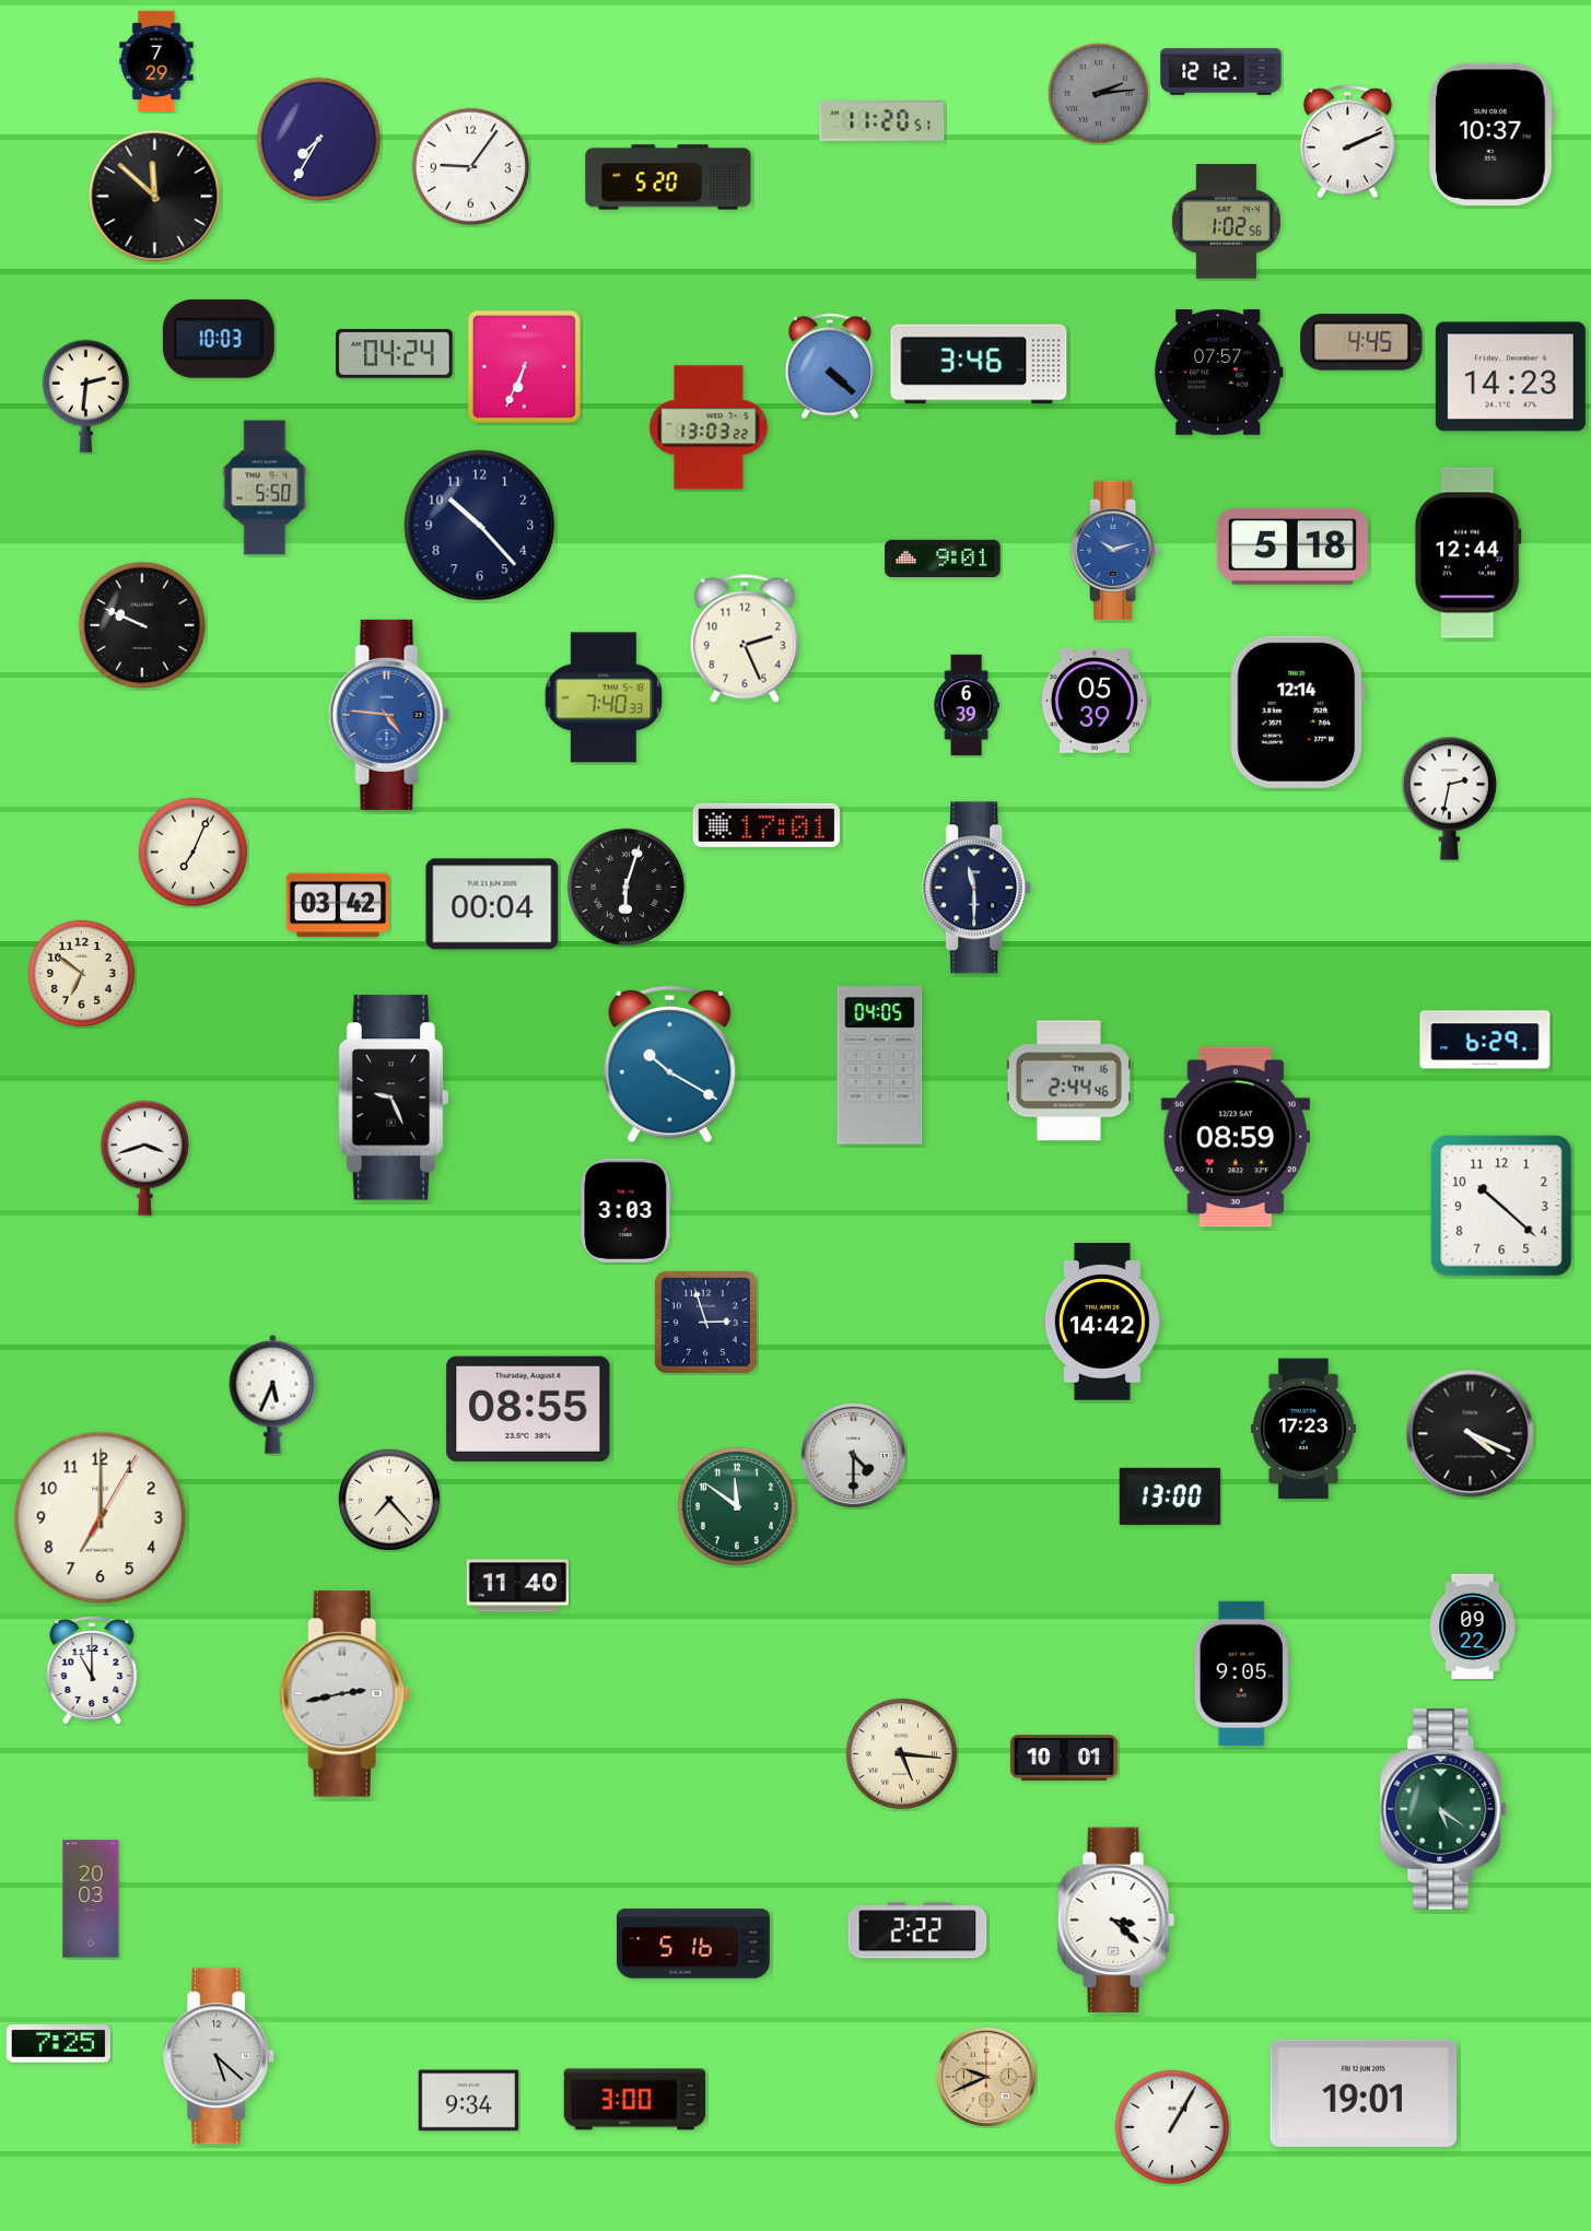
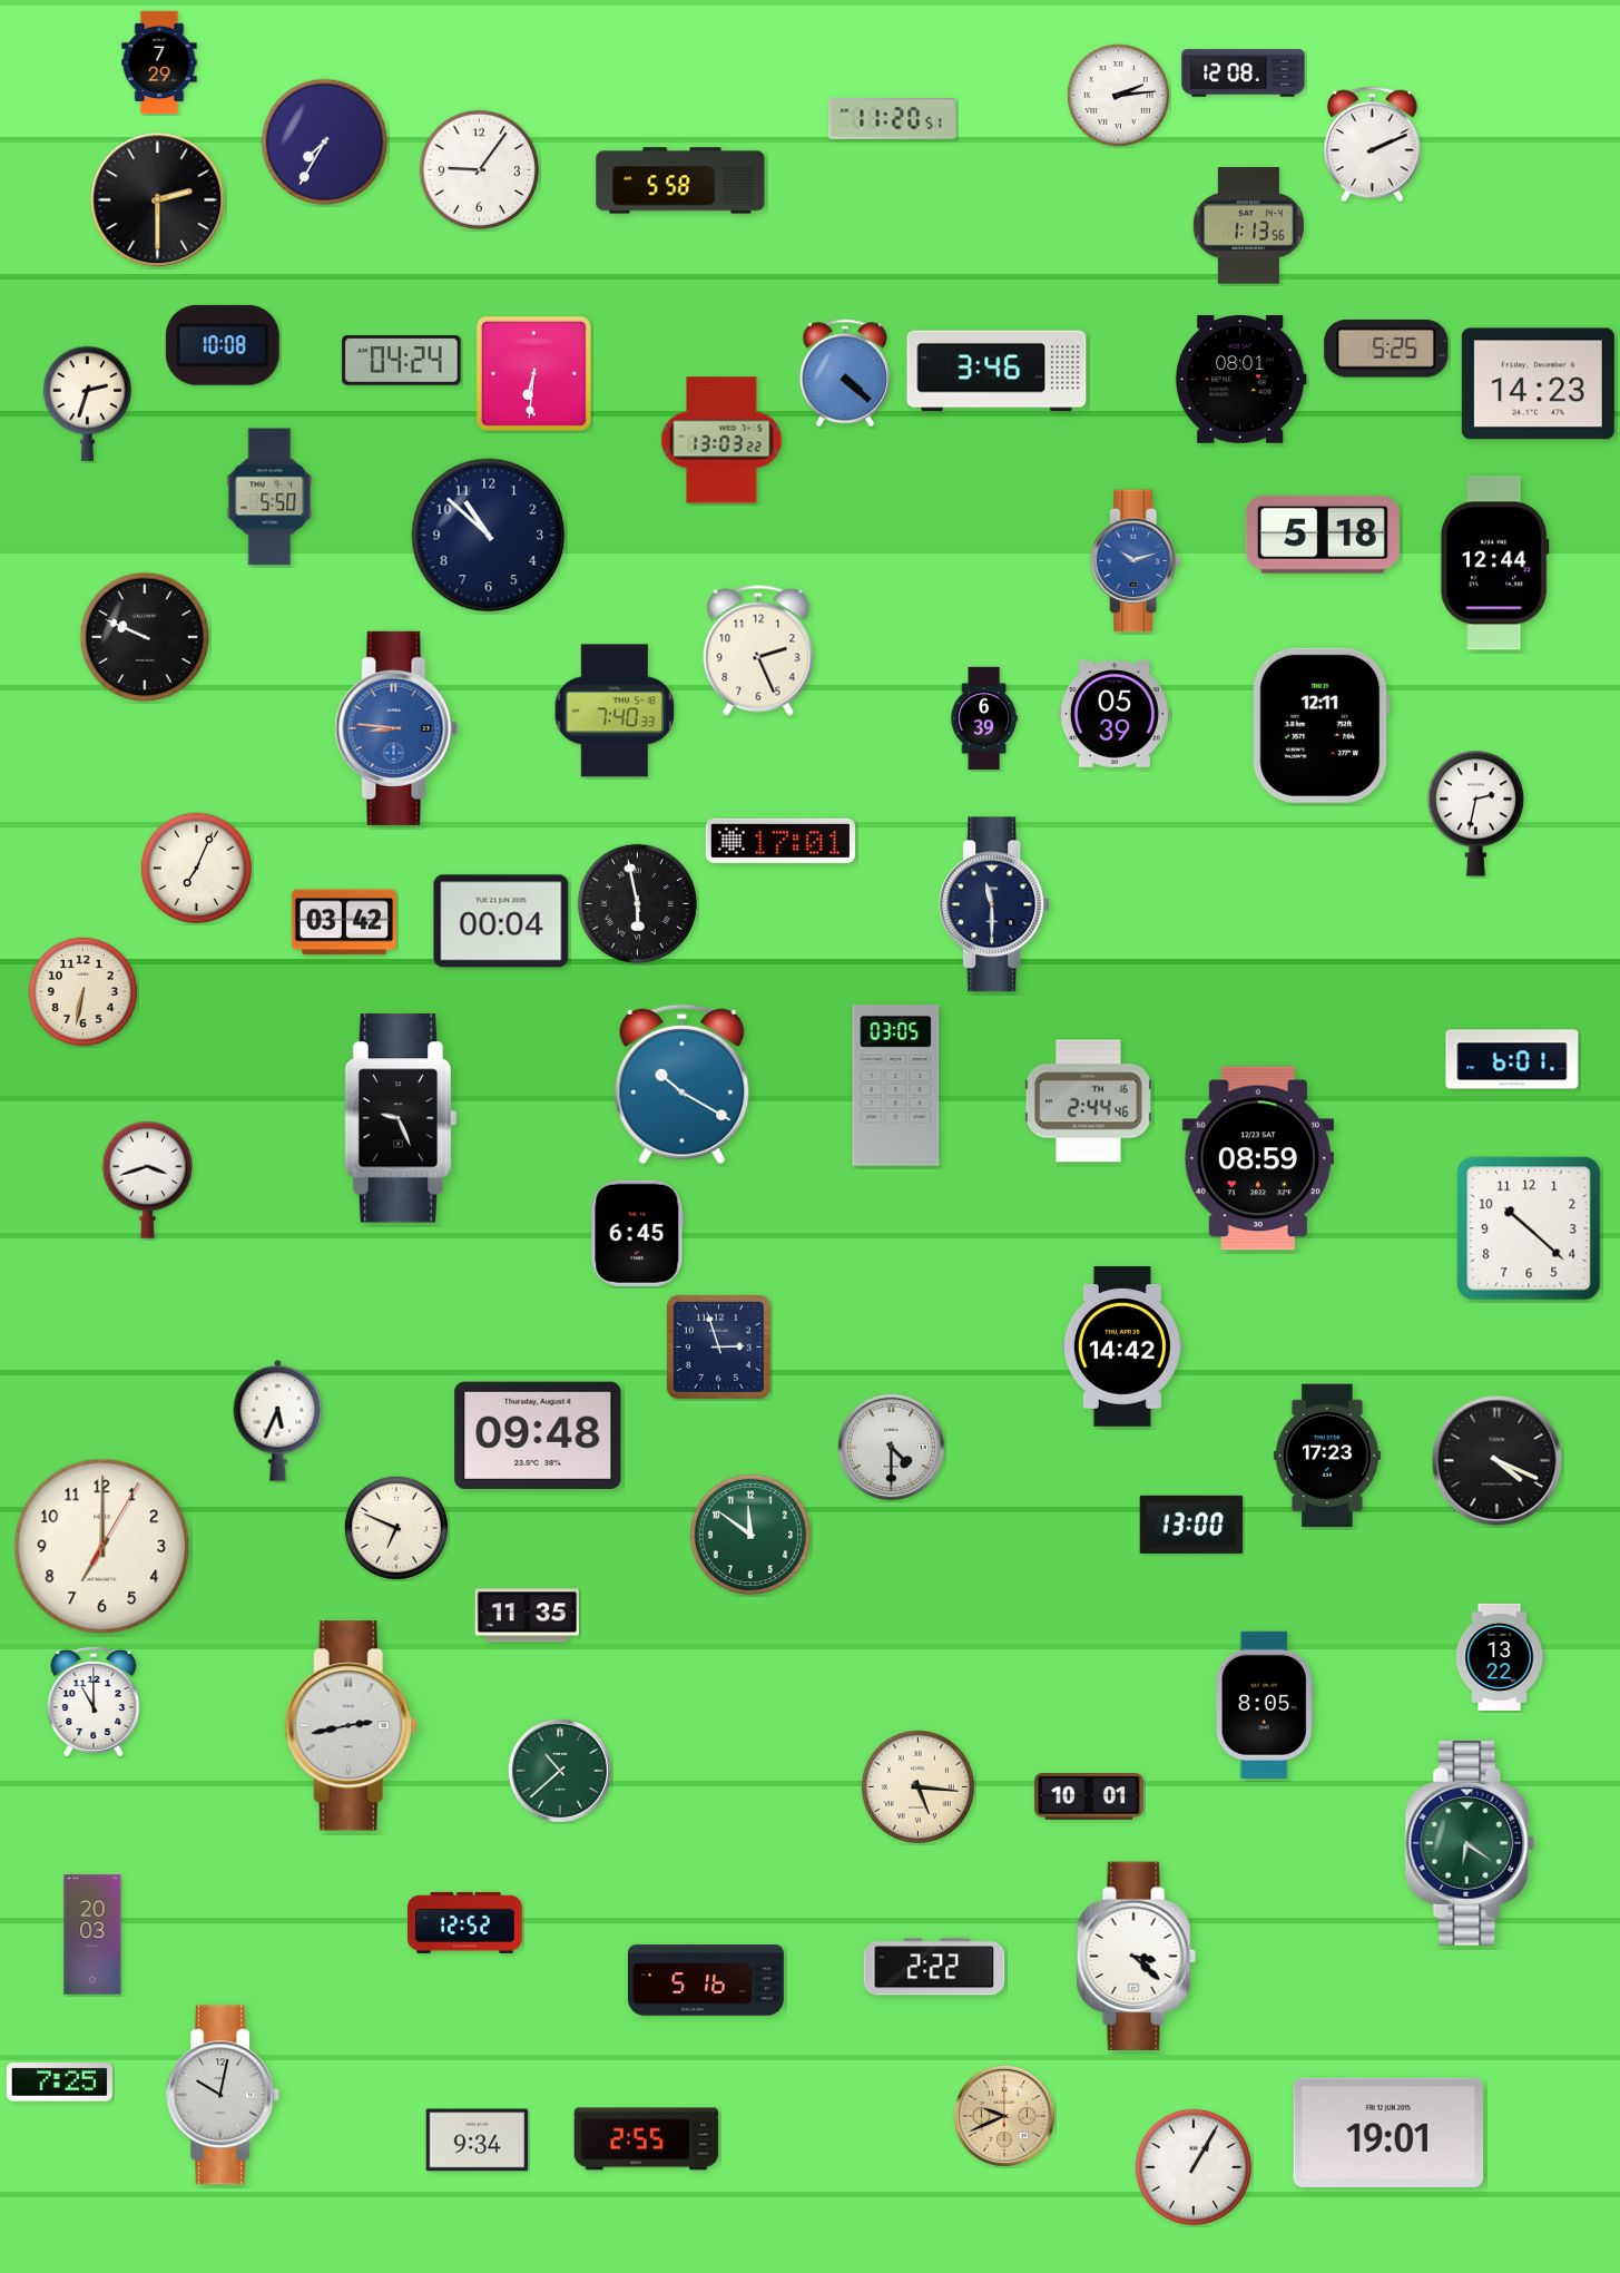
clock at (1221, 72): 12:12 -> 12:08
clock at (1098, 93) dial: grey -> white
clock at (882, 121) position: (882, 121) -> (893, 119)
clock at (1491, 134): 10:37 -> none
clock at (668, 177): 5:20 -> 5:58
clock at (155, 197): 11:52 -> 2:30
clock at (1226, 222): 1:02 -> 1:13
clock at (219, 339): 10:03 -> 10:08
clock at (1361, 342): 4:45 -> 5:25
clock at (524, 366): 6:34 -> 6:31
clock at (1218, 373): 07:57 -> 08:01
clock at (85, 396): 2:31 -> 2:33
clock at (709, 427) position: (709, 427) -> (721, 440)
clock at (480, 526): 10:23 -> 10:52
clock at (1292, 547) position: (1292, 547) -> (1323, 535)
clock at (943, 557): 9:01 -> none
clock at (1298, 712): 12:14 -> 12:11
clock at (389, 715): 4:46 -> 8:46
clock at (625, 886): 6:03 -> 5:58
clock at (81, 973): 6:51 -> 6:32
clock at (1485, 1040): 6:29 -> 6:01
clock at (880, 1066): 04:05 -> 03:05
clock at (627, 1210): 3:03 -> 6:45
clock at (528, 1409): 08:55 -> 09:48
clock at (853, 1455) position: (853, 1455) -> (891, 1447)
clock at (389, 1500): 7:23 -> 6:49
clock at (517, 1586): 11:40 -> 11:35
clock at (1473, 1627): 09:22 -> 13:22
clock at (1242, 1672): 9:05 -> 8:05
clock at (560, 1771): none -> 10:38
clock at (1064, 1758) position: (1064, 1758) -> (1089, 1796)
clock at (1443, 1810): 5:21 -> 6:21
clock at (465, 1922): none -> 12:52
clock at (220, 2056): 5:22 -> 10:02
clock at (635, 2100): 3:00 -> 2:55
